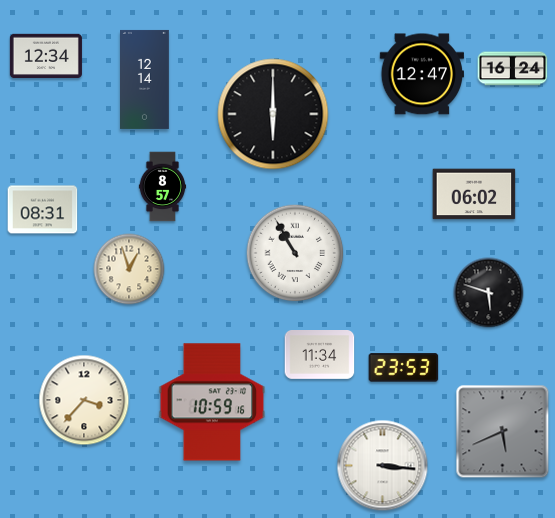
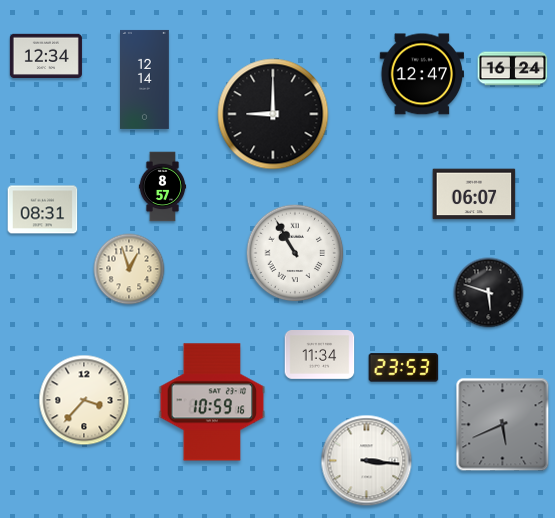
clock at (273, 114): 6:00 -> 9:00
clock at (474, 194): 06:02 -> 06:07
clock at (503, 432) position: (503, 432) -> (503, 425)
clock at (383, 466) position: (383, 466) -> (367, 461)
